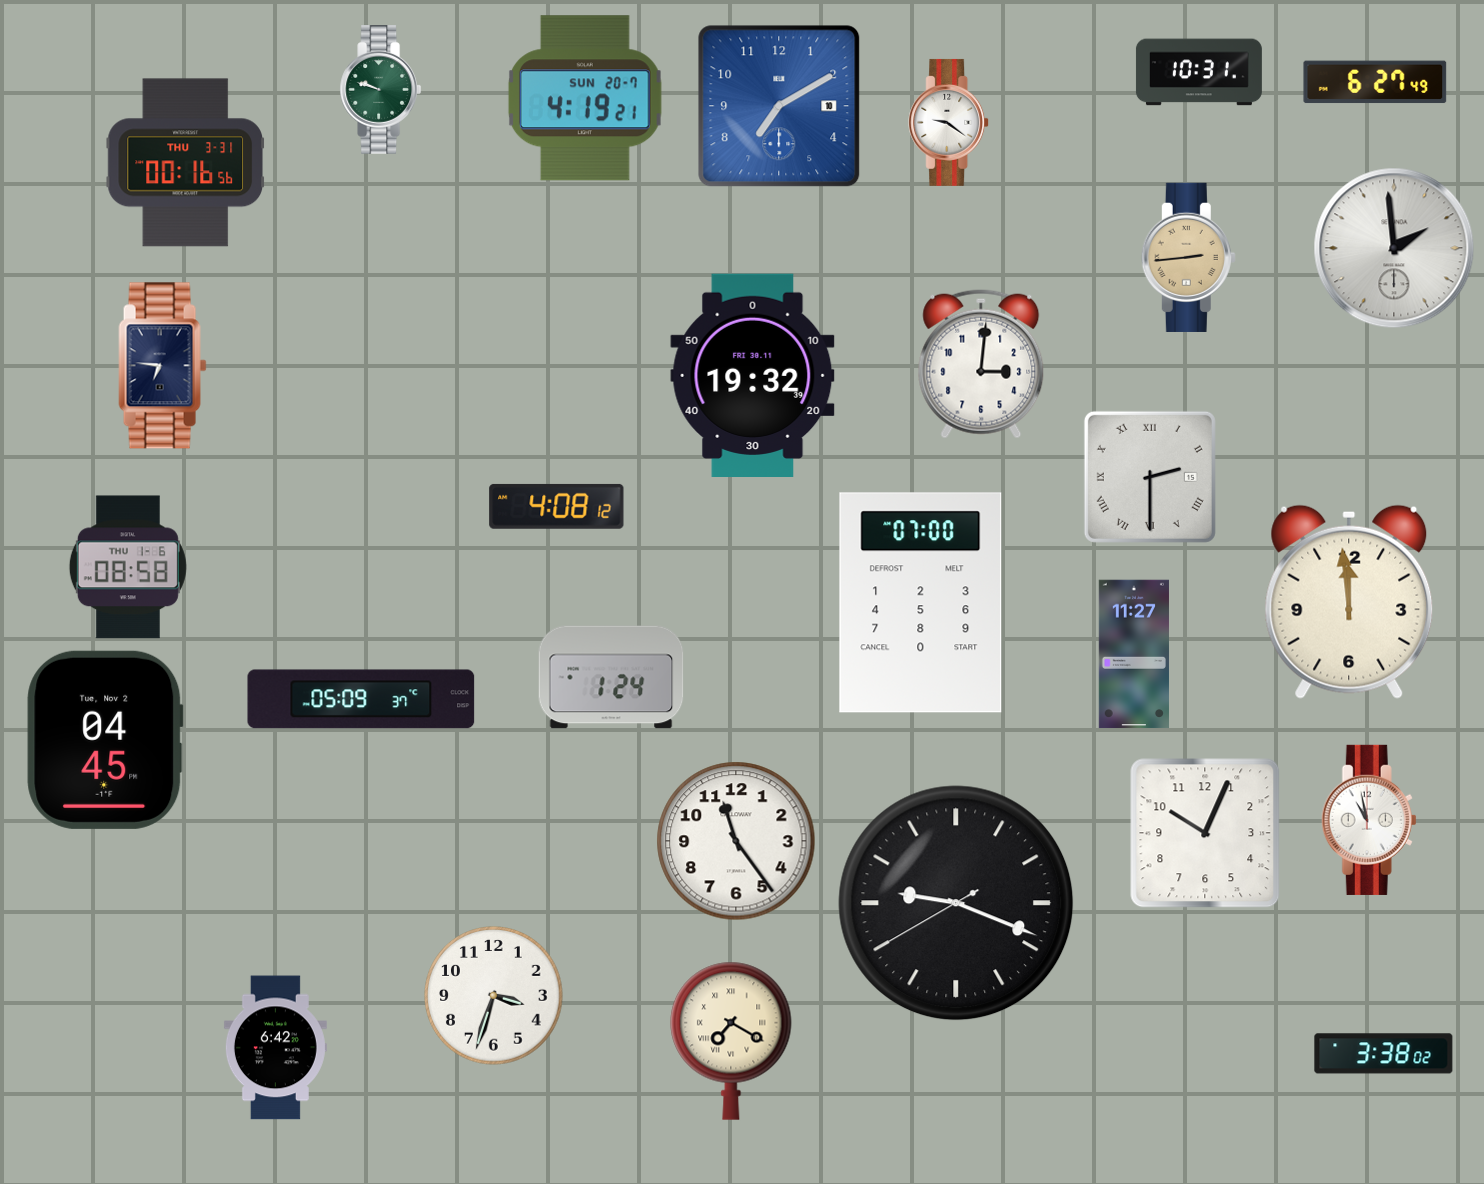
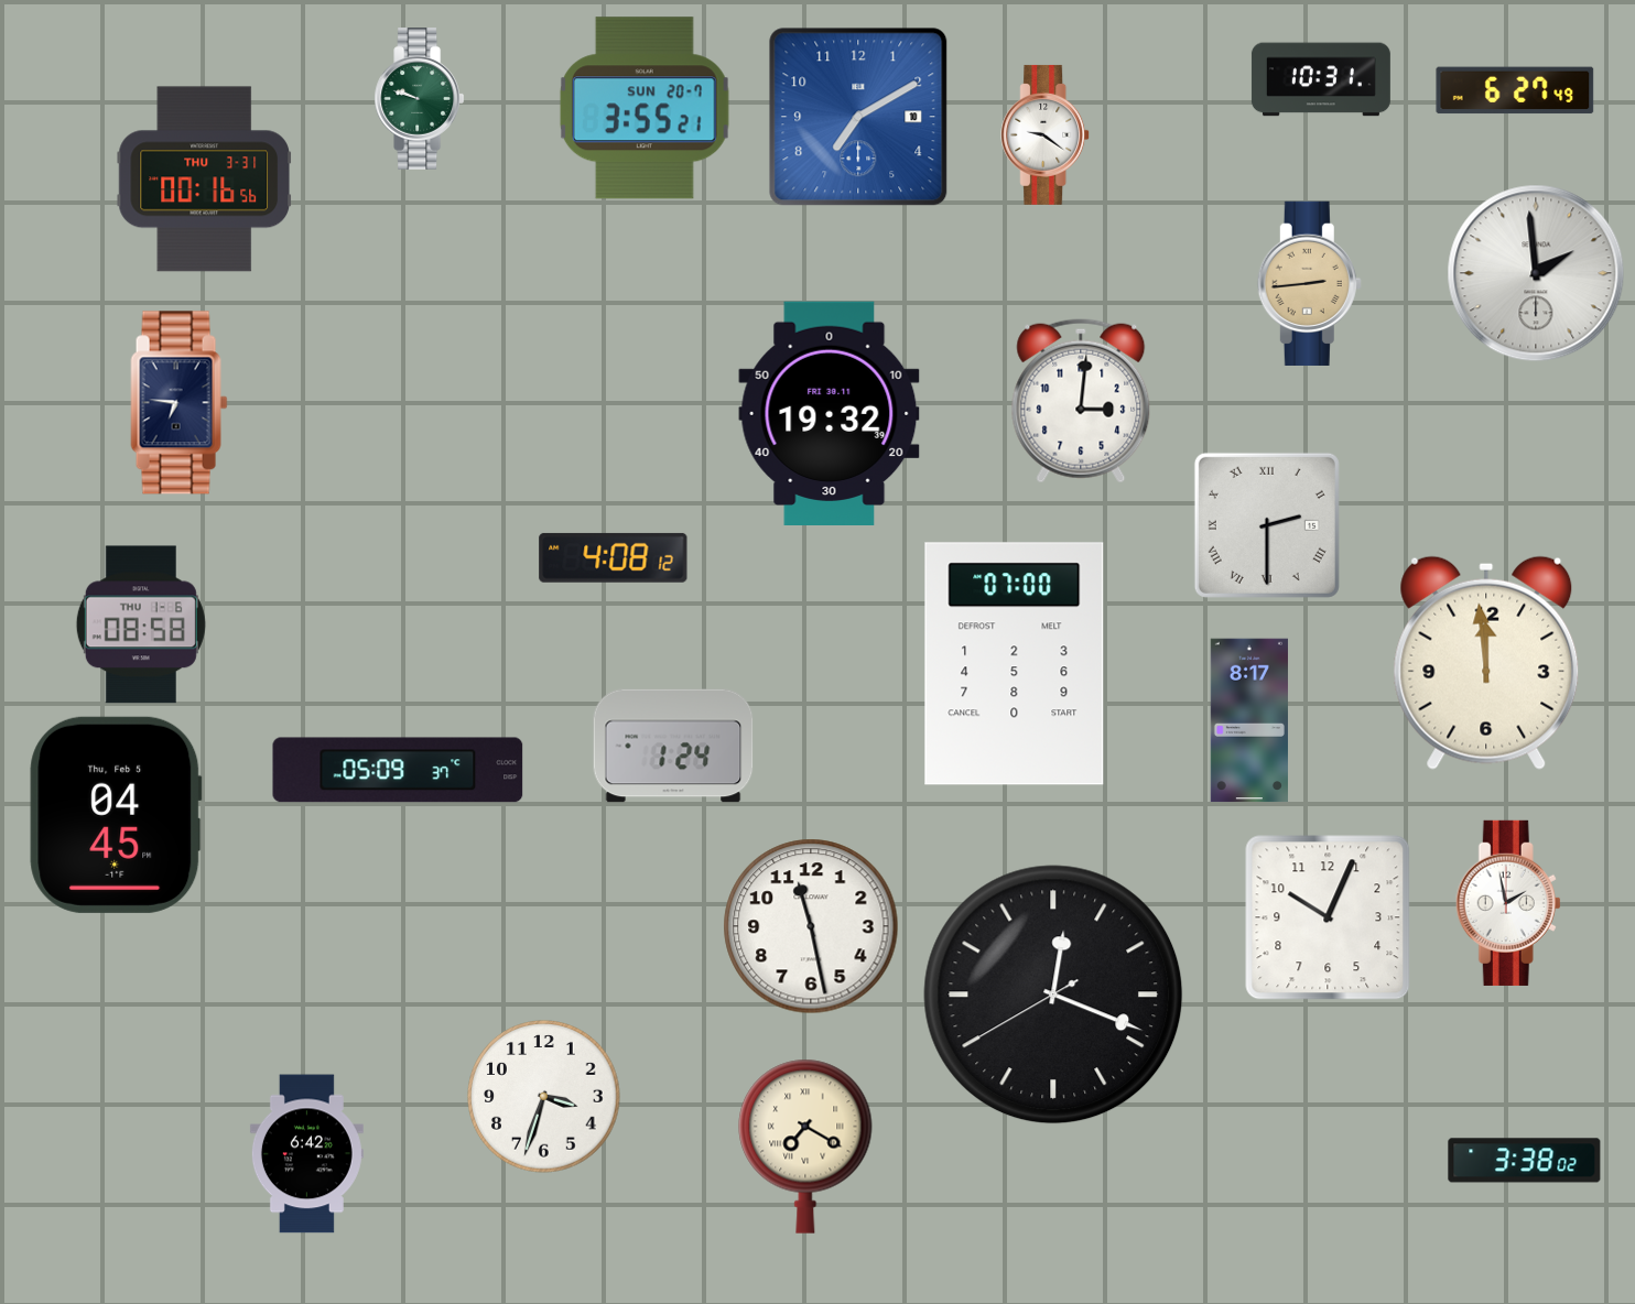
clock at (585, 98): 4:19 -> 3:55
clock at (1134, 654): 11:27 -> 8:17
clock at (105, 740) date: Tue, Nov 2 -> Thu, Feb 5
clock at (1369, 820): 10:58 -> 1:58
clock at (736, 841): 11:24 -> 11:28
clock at (956, 903): 9:18 -> 12:18
clock at (275, 1048) position: (275, 1048) -> (306, 1154)
